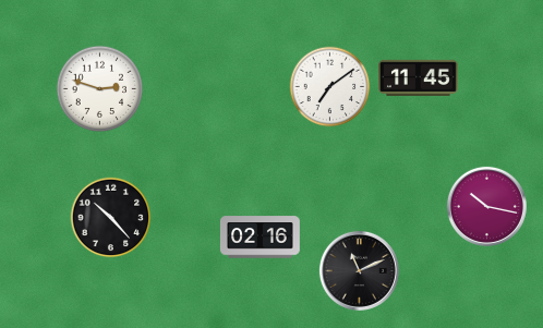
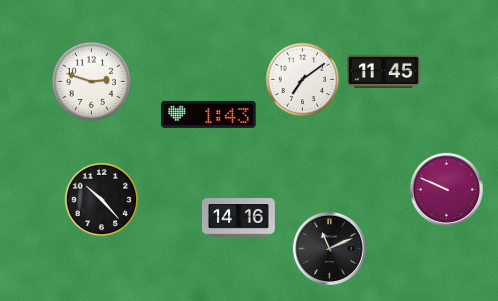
clock at (209, 114): none -> 1:43
clock at (486, 206): 10:17 -> 9:49
clock at (261, 238): 02:16 -> 14:16
